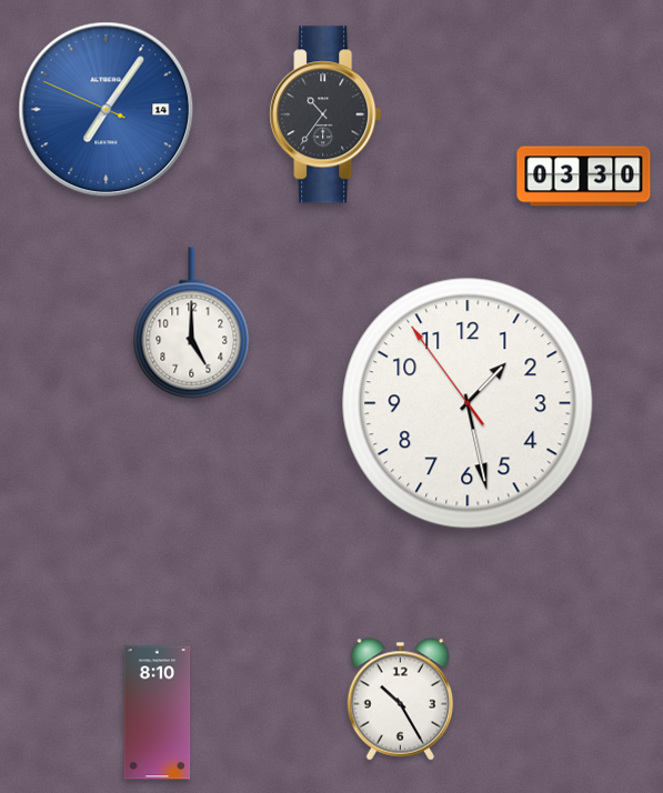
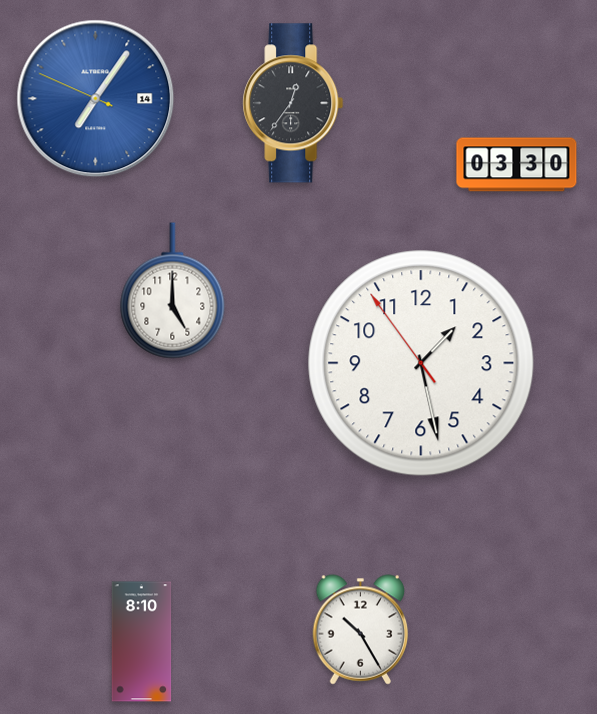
clock at (325, 114): 10:36 -> 12:36
clock at (584, 177) position: (584, 177) -> (517, 165)
